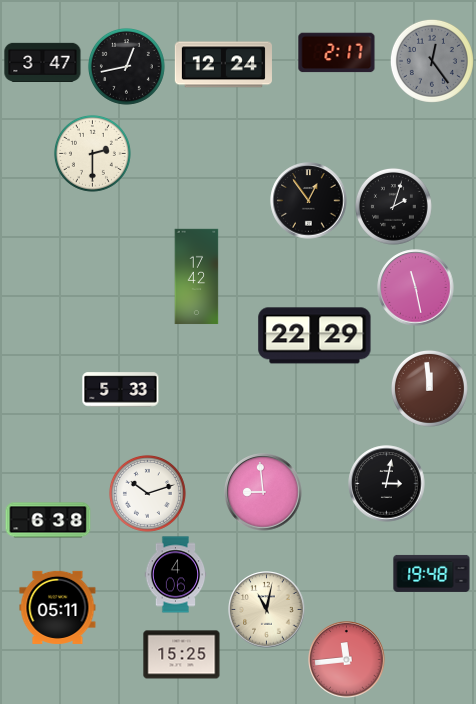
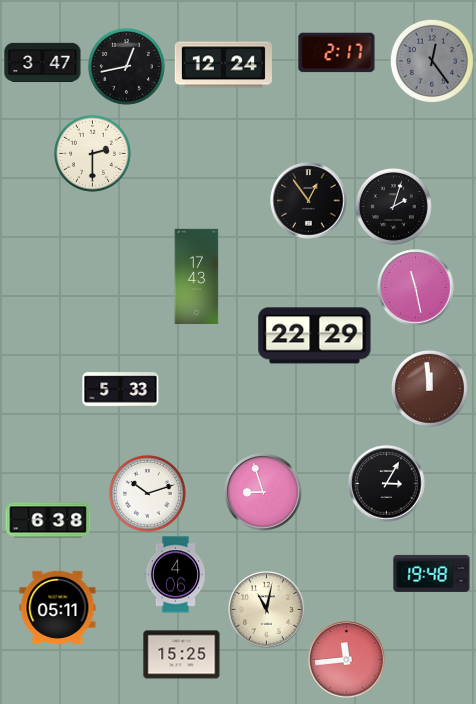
clock at (197, 277): 17:42 -> 17:43
clock at (387, 484): 3:02 -> 3:05
clock at (263, 492): 8:59 -> 8:57
